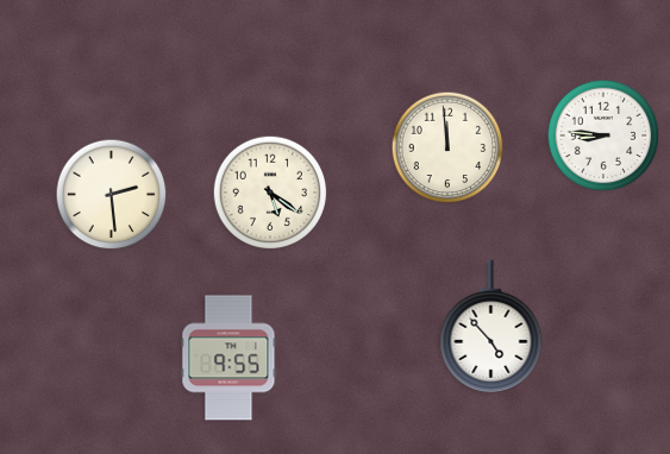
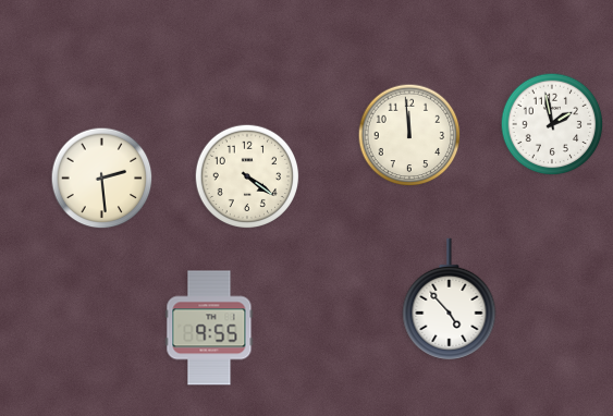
clock at (603, 135): 8:46 -> 1:58
clock at (270, 193): 5:21 -> 4:21
